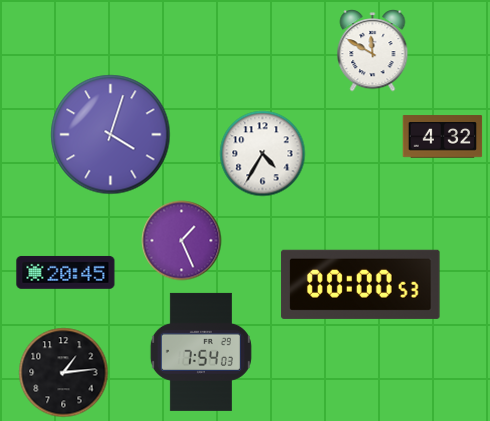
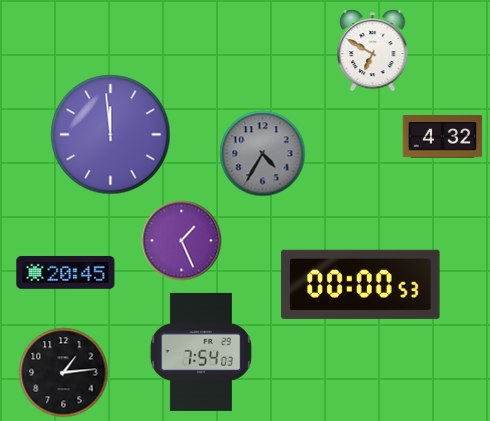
clock at (373, 51): 11:50 -> 6:50
clock at (111, 135): 4:03 -> 11:59
clock at (263, 154) dial: white -> grey
